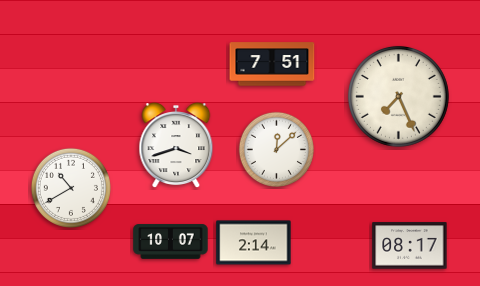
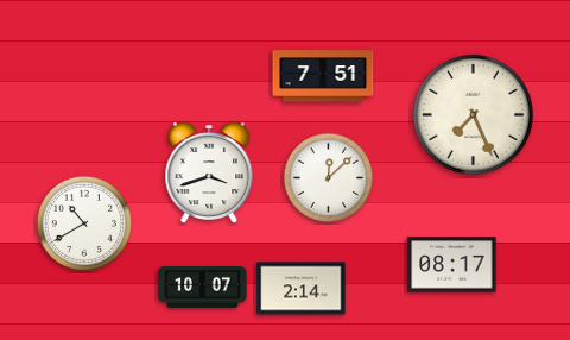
clock at (410, 246) position: (410, 246) -> (452, 265)
